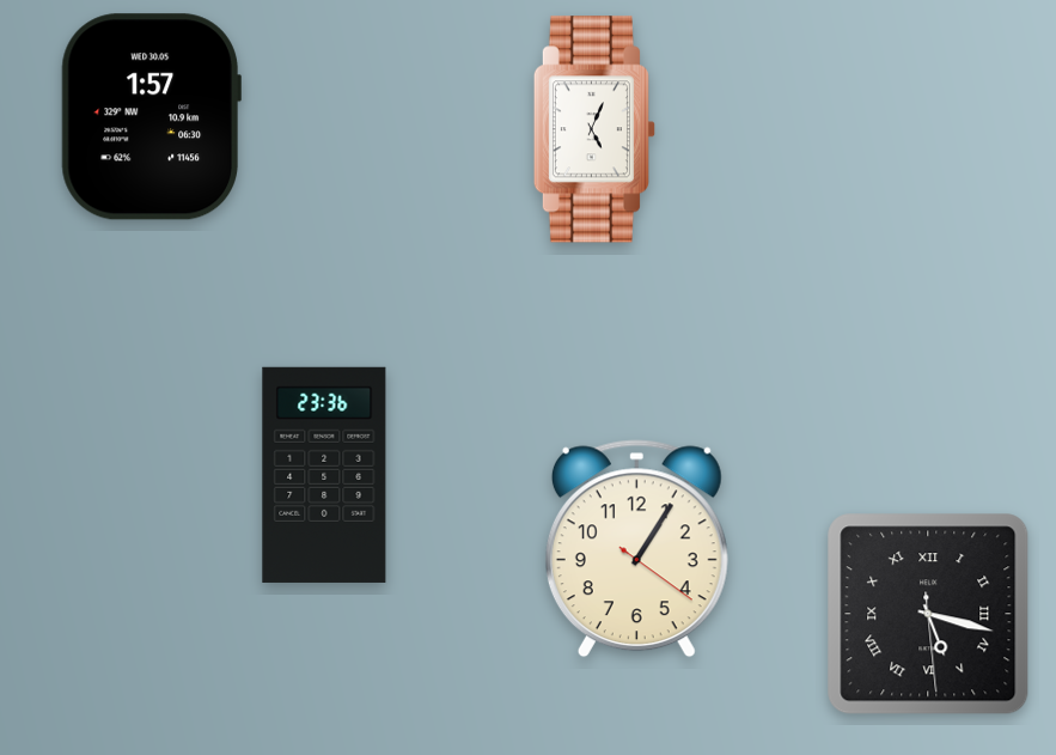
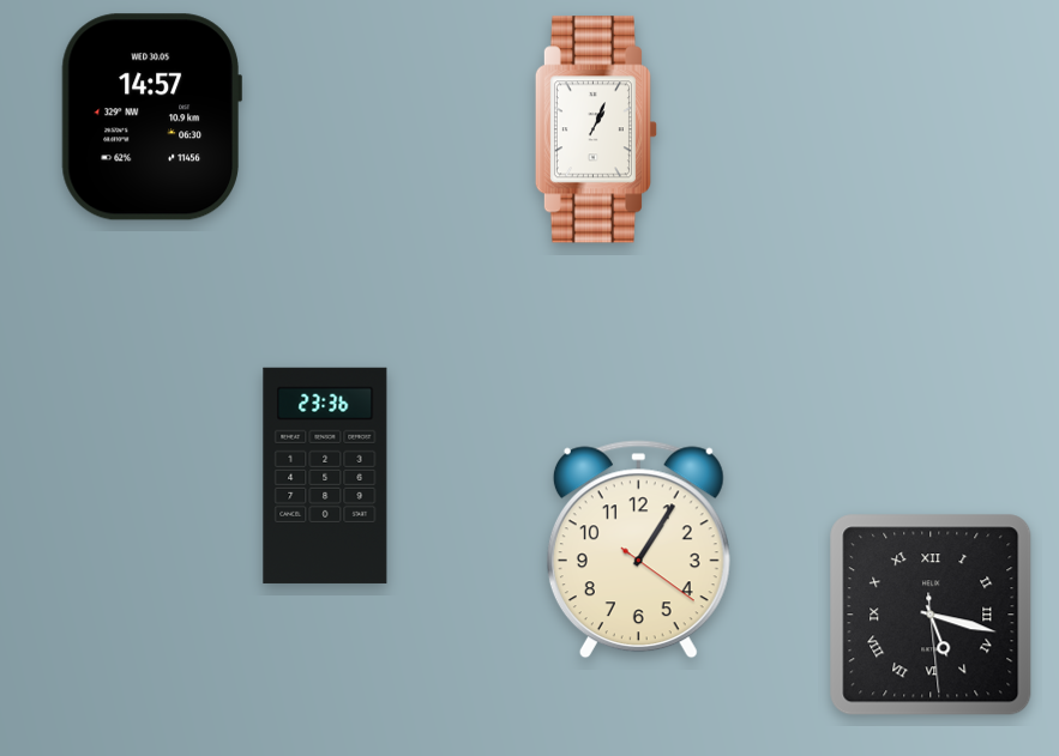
clock at (151, 117): 1:57 -> 14:57
clock at (594, 129): 5:04 -> 1:04
